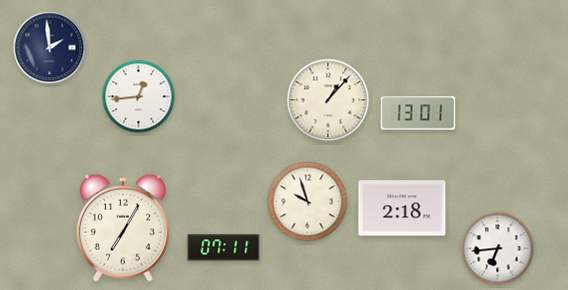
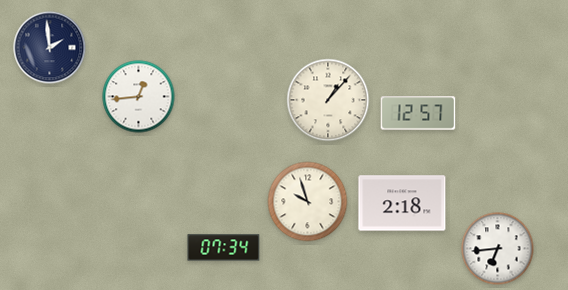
clock at (418, 113): 13:01 -> 12:57
clock at (402, 208) position: (402, 208) -> (402, 203)
clock at (123, 228): 7:05 -> none
clock at (224, 248): 07:11 -> 07:34
